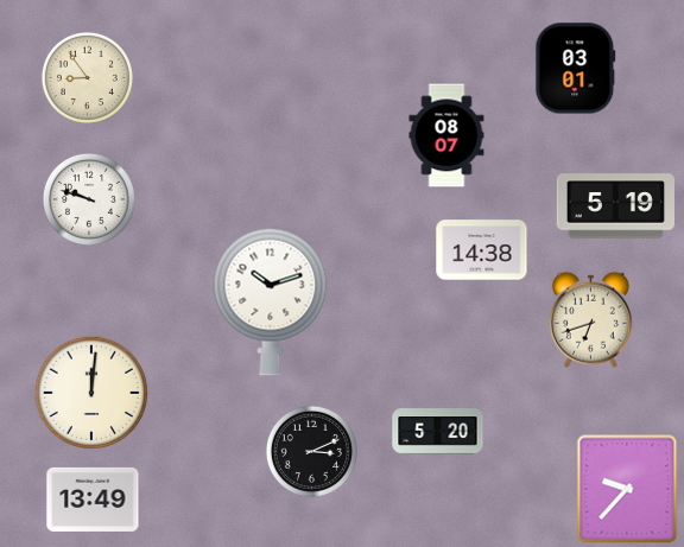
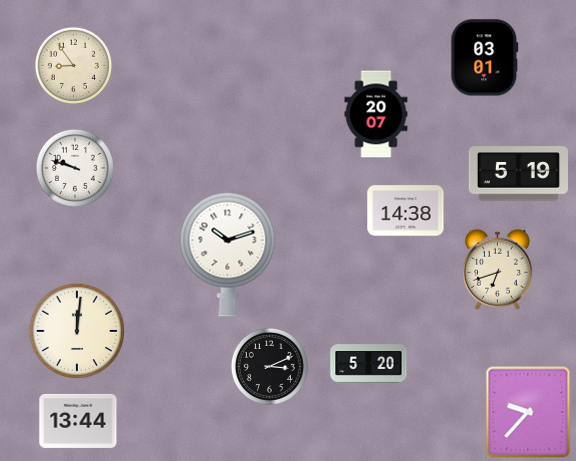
clock at (446, 135): 08:07 -> 20:07
clock at (311, 451) position: (311, 451) -> (269, 366)
clock at (93, 500): 13:49 -> 13:44
